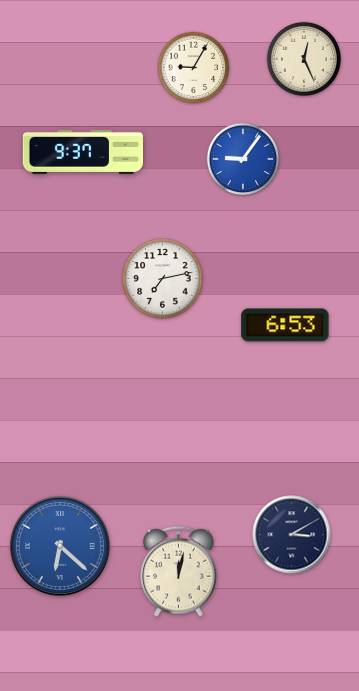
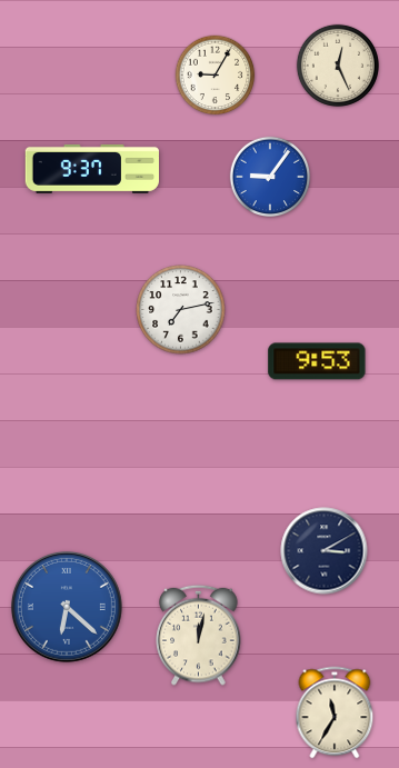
clock at (285, 325): 6:53 -> 9:53
clock at (292, 535) position: (292, 535) -> (325, 551)
clock at (335, 712): none -> 11:35
